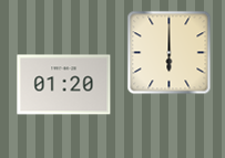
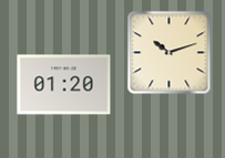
clock at (170, 53): 6:00 -> 10:12
